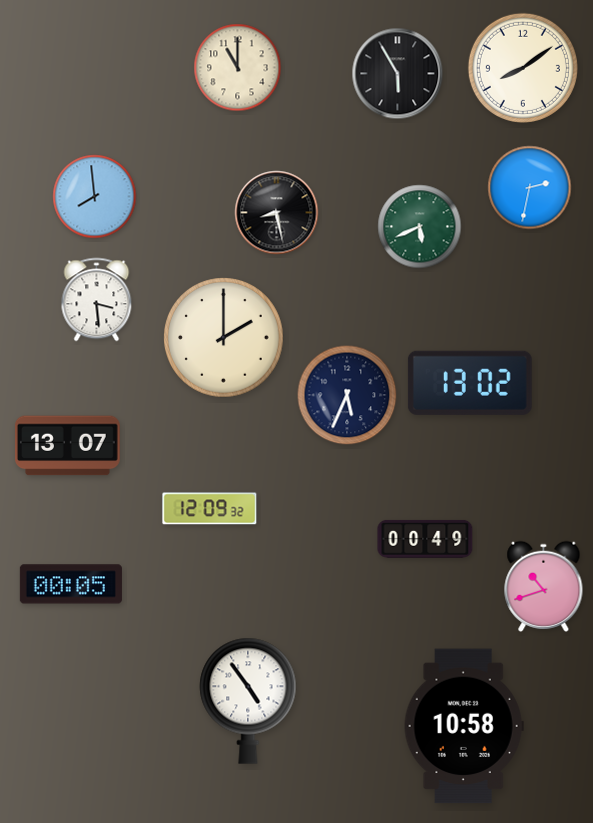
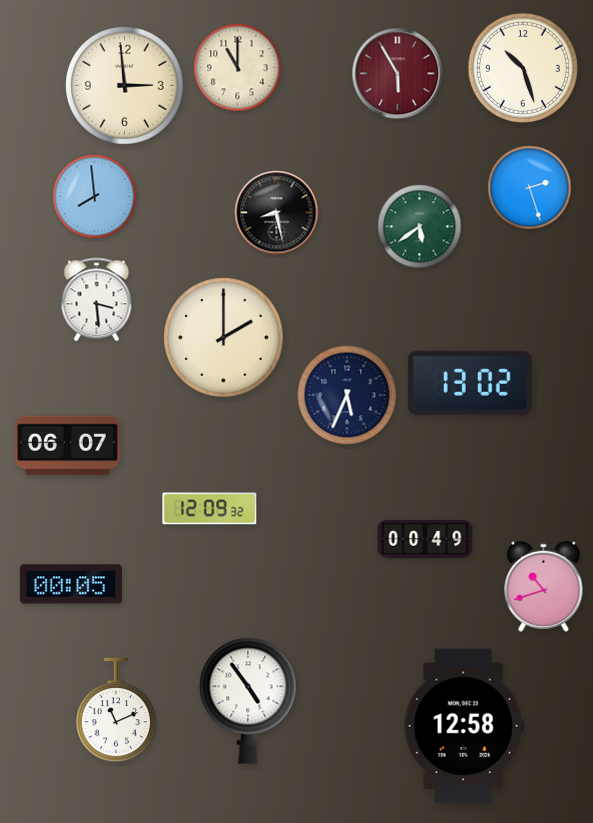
clock at (523, 68): 8:09 -> 10:27
clock at (398, 74) dial: black -> burgundy
clock at (125, 86): none -> 2:59
clock at (530, 188): 2:32 -> 2:27
clock at (420, 227): 5:41 -> 5:39
clock at (67, 446): 13:07 -> 06:07
clock at (116, 710): none -> 11:11
clock at (464, 726): 10:58 -> 12:58
